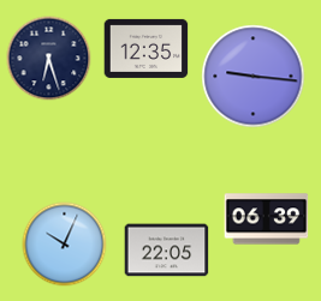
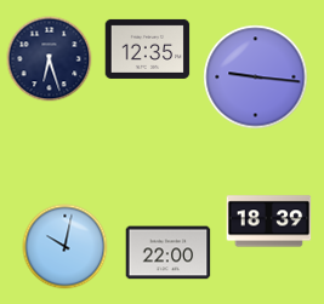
clock at (267, 219): 06:39 -> 18:39
clock at (65, 245): 10:04 -> 10:02
clock at (167, 251): 22:05 -> 22:00
